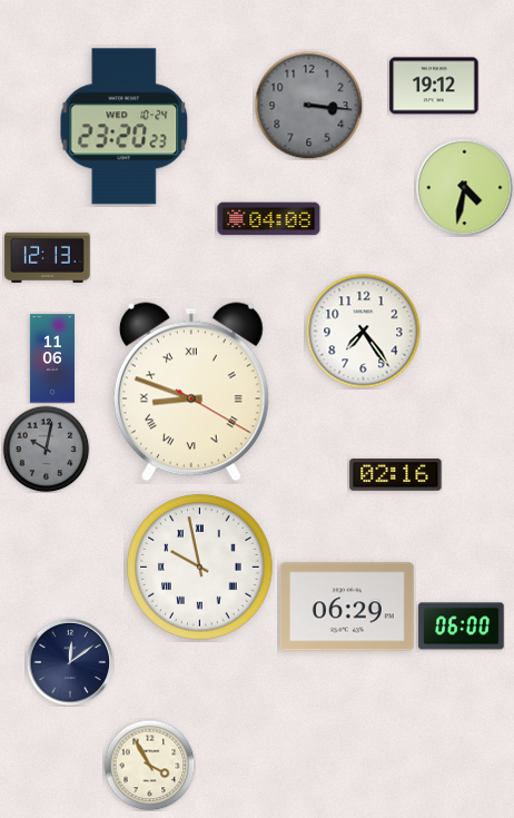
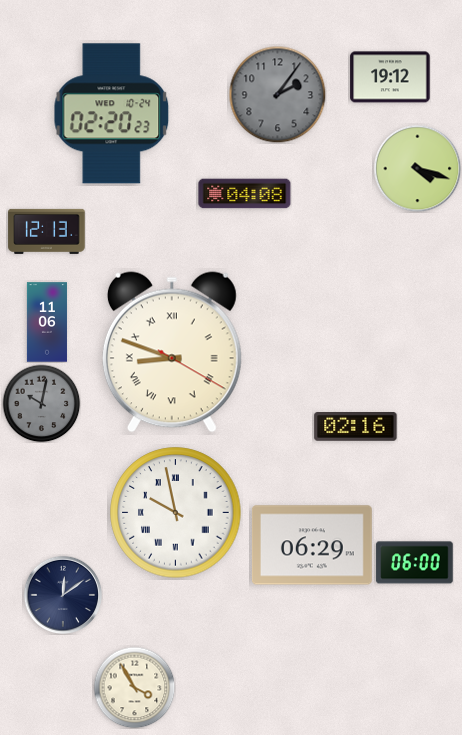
clock at (308, 105): 3:16 -> 2:06
clock at (125, 127): 23:20 -> 02:20
clock at (464, 187): 4:32 -> 4:18
clock at (269, 219) position: (269, 219) -> (245, 194)
clock at (48, 257) position: (48, 257) -> (47, 231)
clock at (364, 332): 7:24 -> none
clock at (200, 568) position: (200, 568) -> (176, 513)
